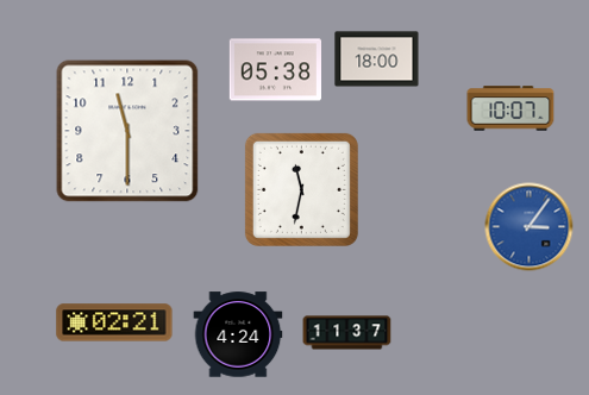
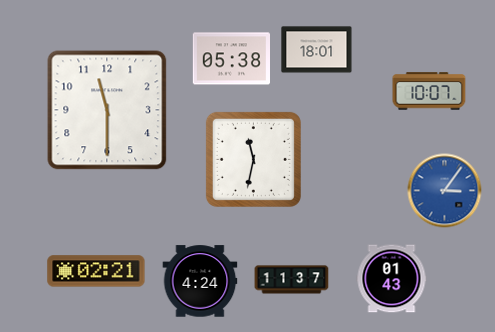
clock at (377, 59): 18:00 -> 18:01
clock at (392, 279): none -> 01:43
